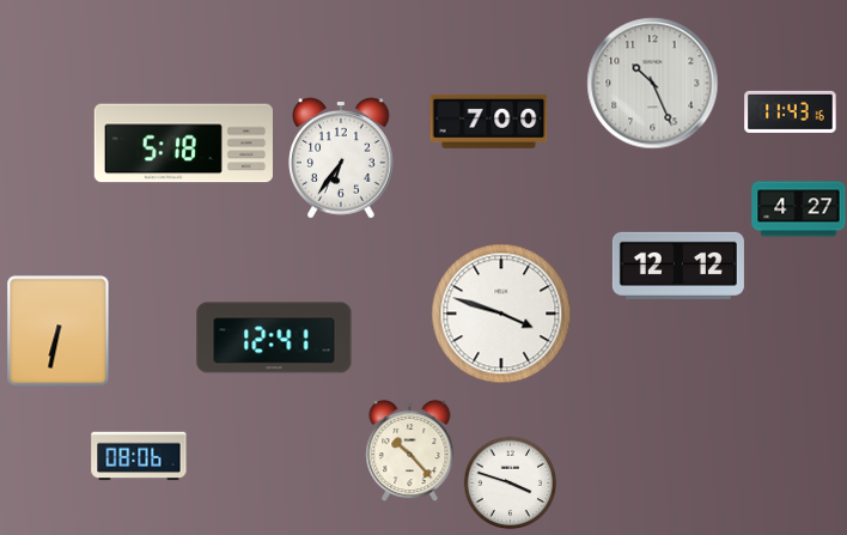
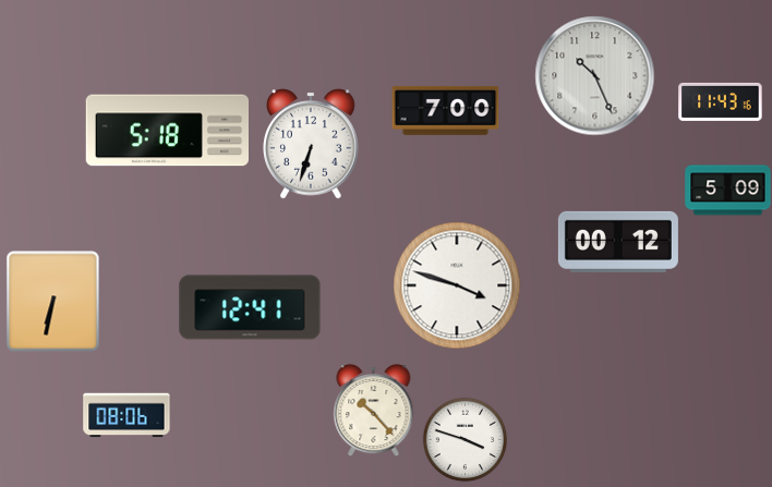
clock at (341, 158): 6:36 -> 6:33
clock at (799, 209): 4:27 -> 5:09
clock at (678, 266): 12:12 -> 00:12
